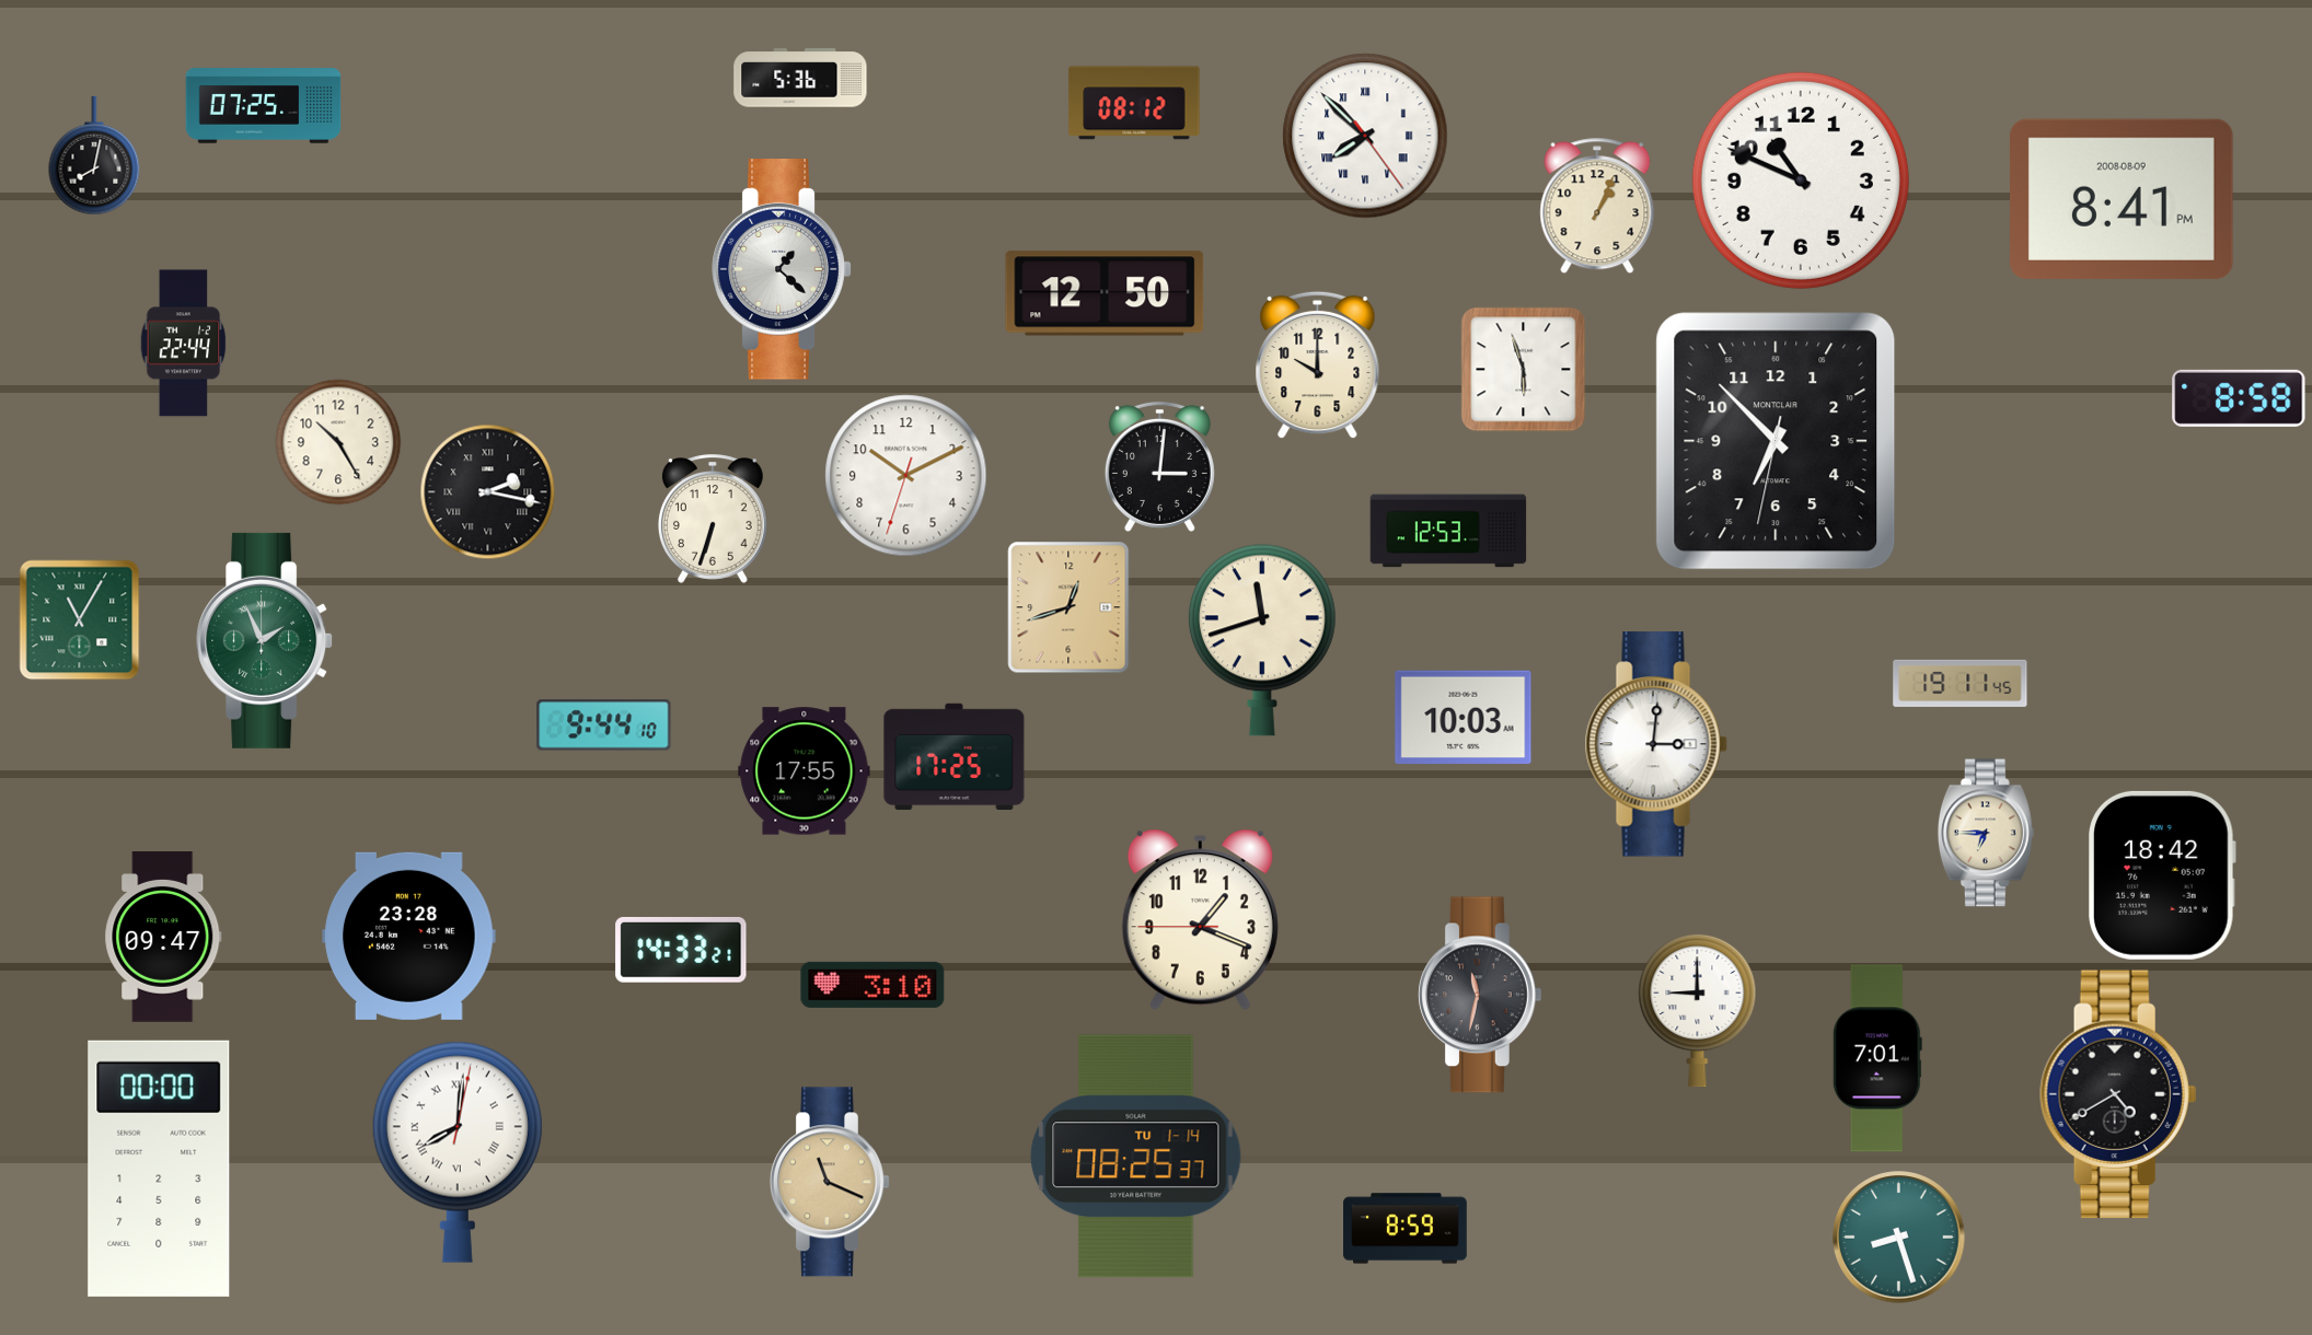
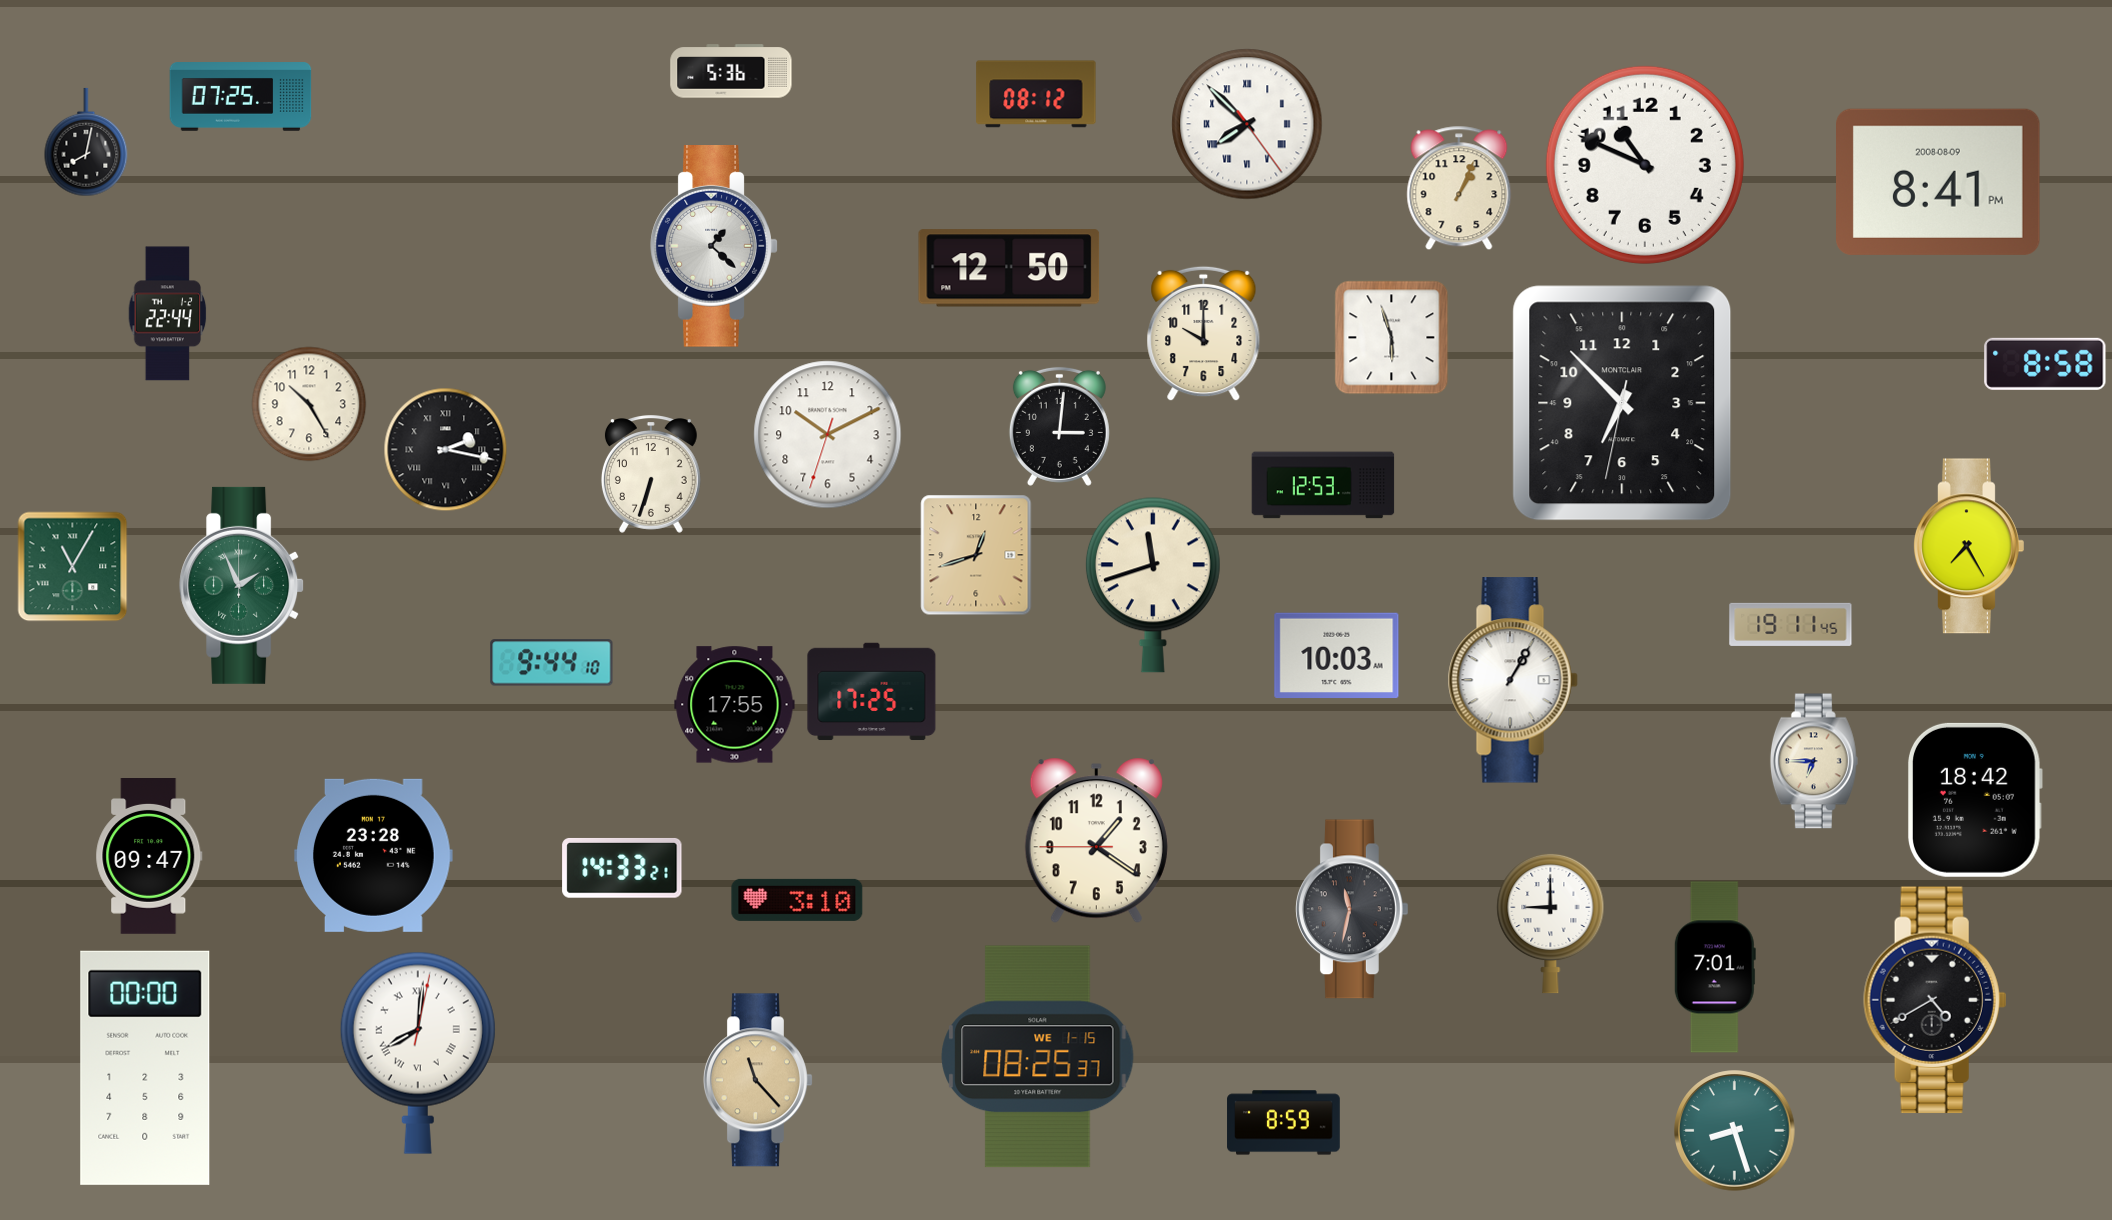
clock at (1968, 546): none -> 7:25
clock at (1656, 744): 3:01 -> 1:05
clock at (1200, 920): 1:18 -> 1:20
clock at (1136, 1157) date: TU 1-14 -> WE 1-15
clock at (830, 1182): 11:19 -> 11:23
